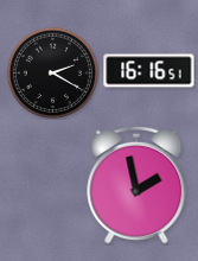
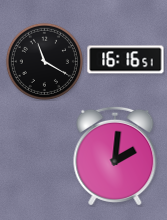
clock at (52, 72): 2:20 -> 11:20
clock at (136, 185): 1:58 -> 2:01
